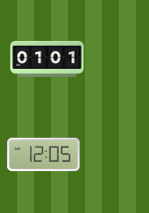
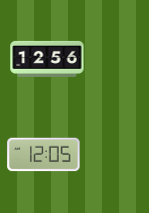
clock at (47, 59): 01:01 -> 12:56
